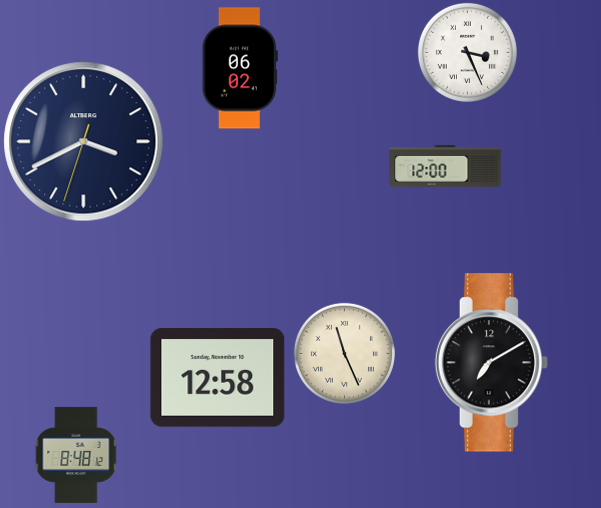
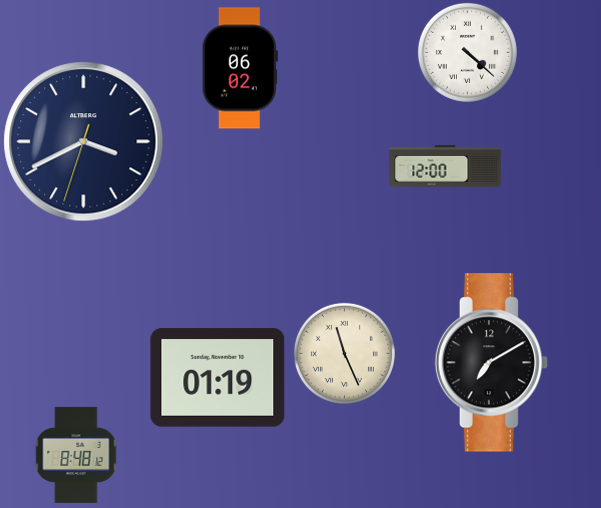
clock at (467, 52): 3:26 -> 4:22
clock at (218, 378): 12:58 -> 01:19
